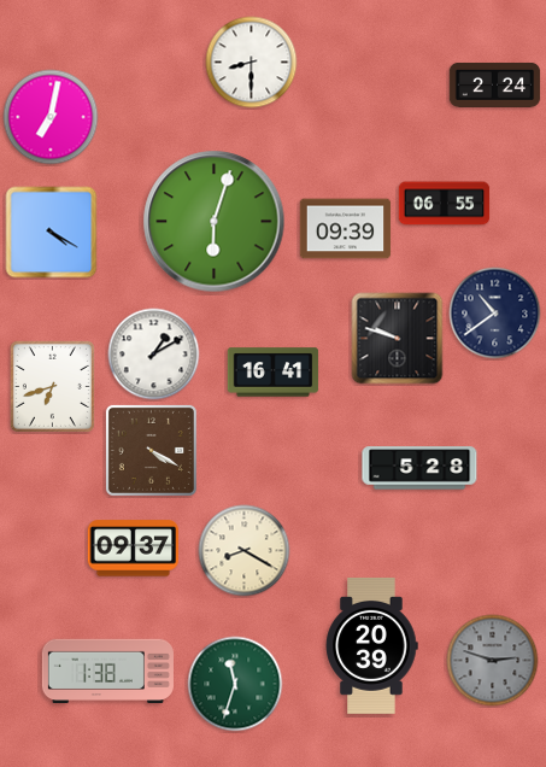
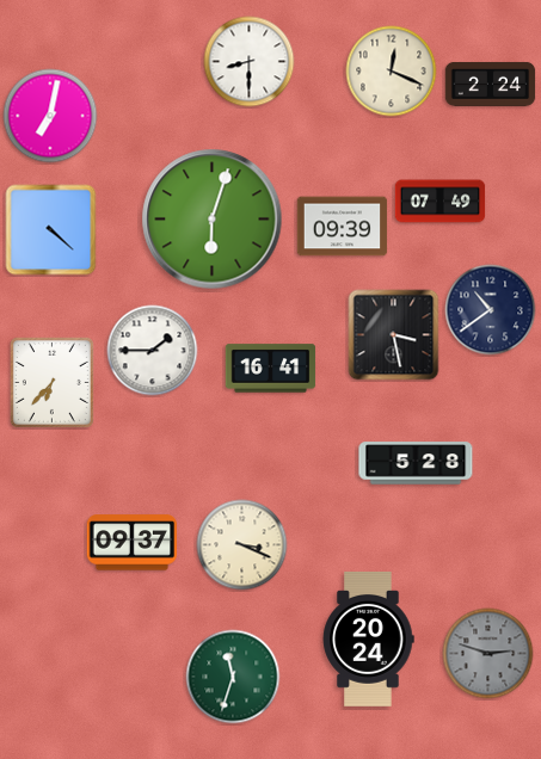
clock at (392, 72): none -> 12:19
clock at (445, 204): 06:55 -> 07:49
clock at (52, 233): 4:20 -> 4:22
clock at (398, 339): 9:48 -> 3:28
clock at (154, 355): 1:10 -> 1:45
clock at (52, 386): 6:42 -> 6:37
clock at (151, 450): 4:20 -> none
clock at (245, 551): 8:20 -> 3:19
clock at (371, 645): 20:39 -> 20:24
clock at (107, 671): 1:38 -> none
